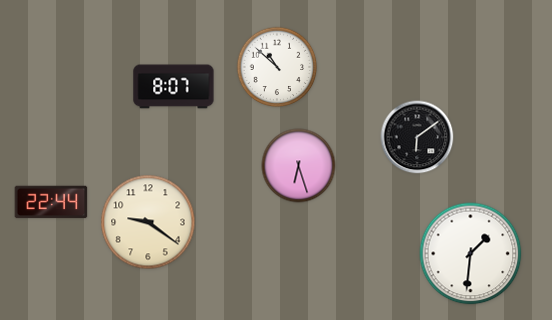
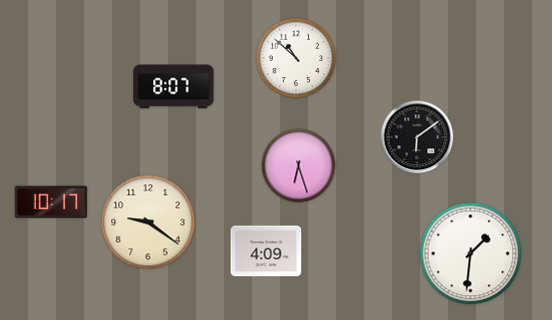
clock at (277, 67) position: (277, 67) -> (296, 58)
clock at (51, 202): 22:44 -> 10:17
clock at (266, 251): none -> 4:09
